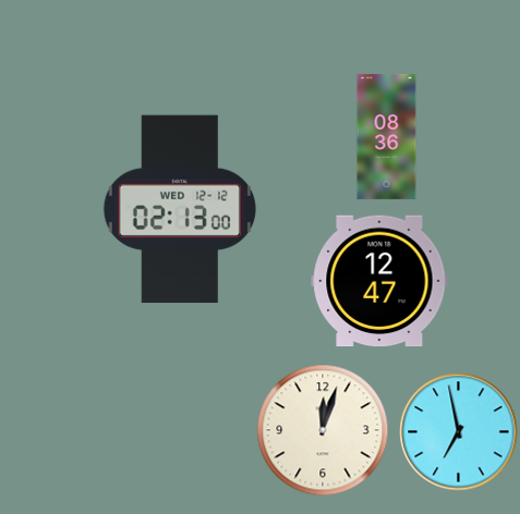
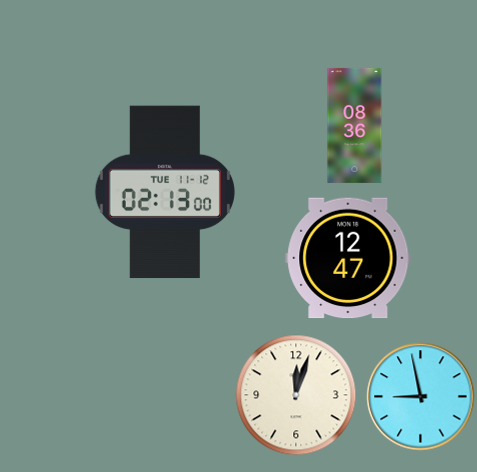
clock at (180, 209) date: WED 12-12 -> TUE 11-12
clock at (459, 432): 6:58 -> 8:58
